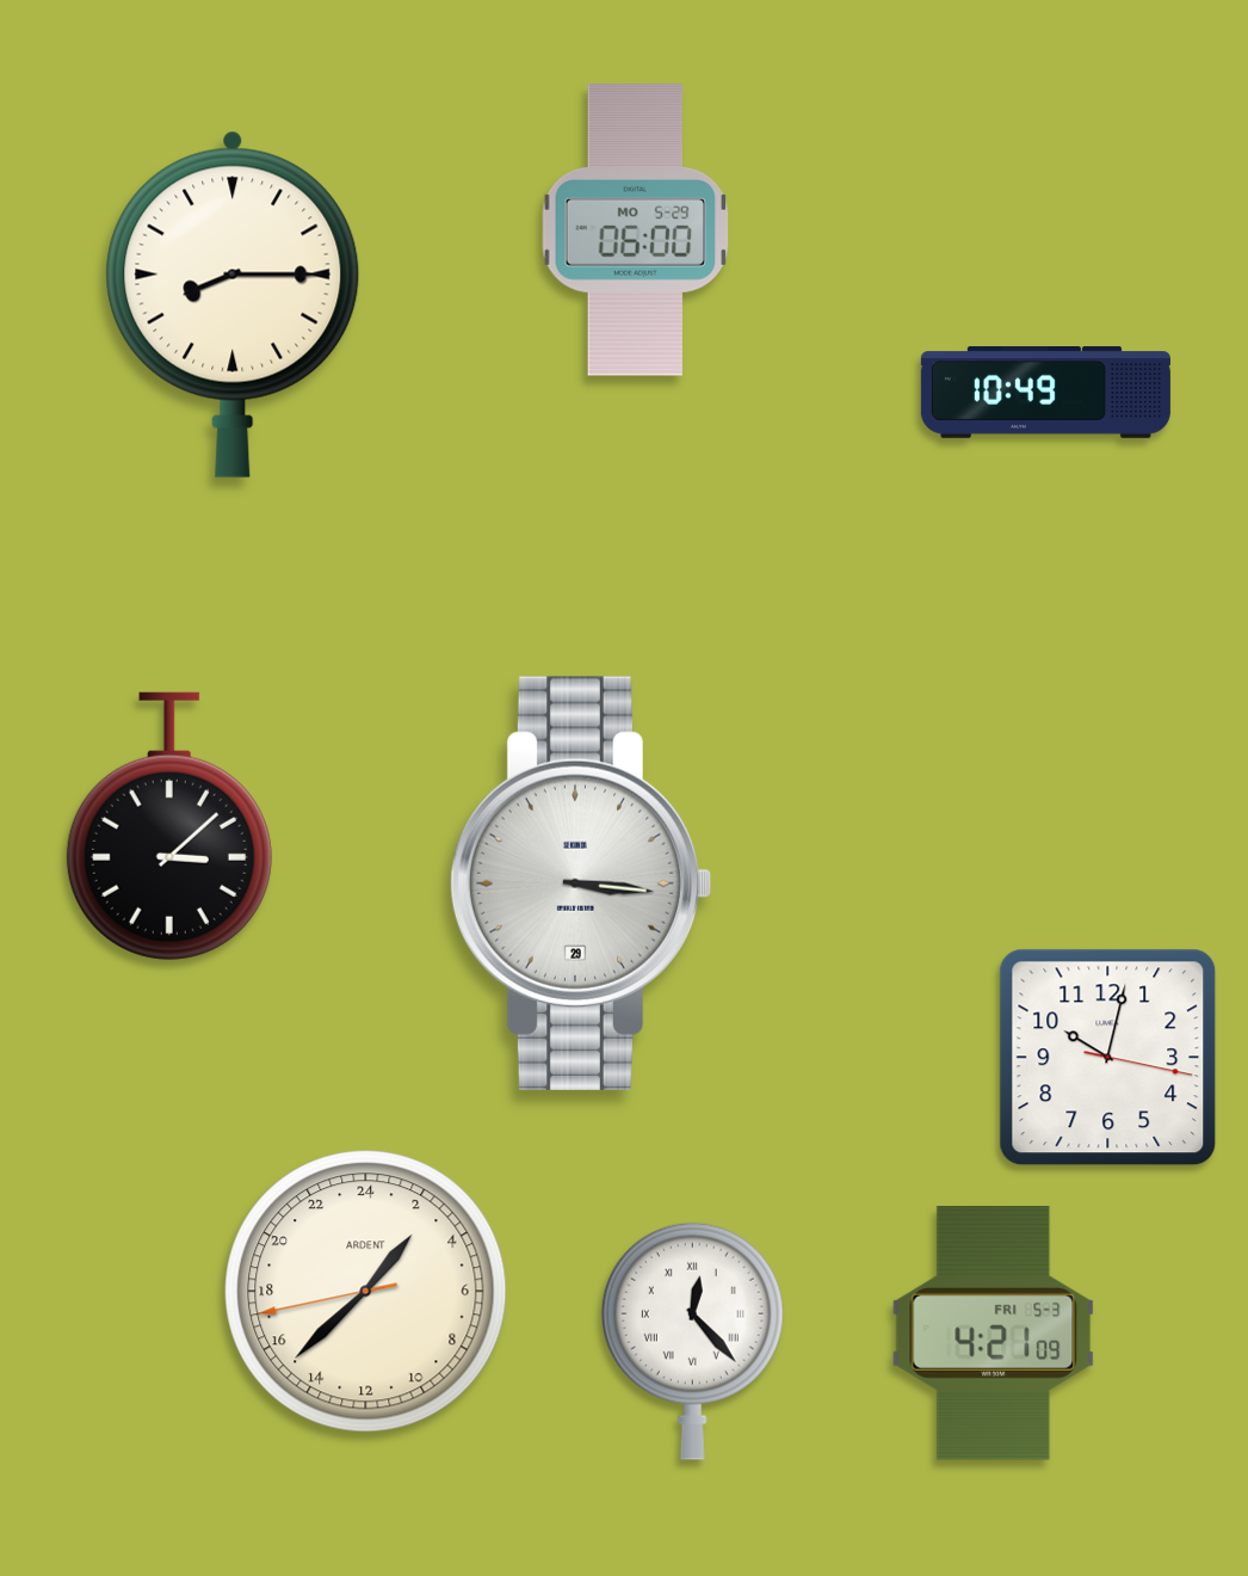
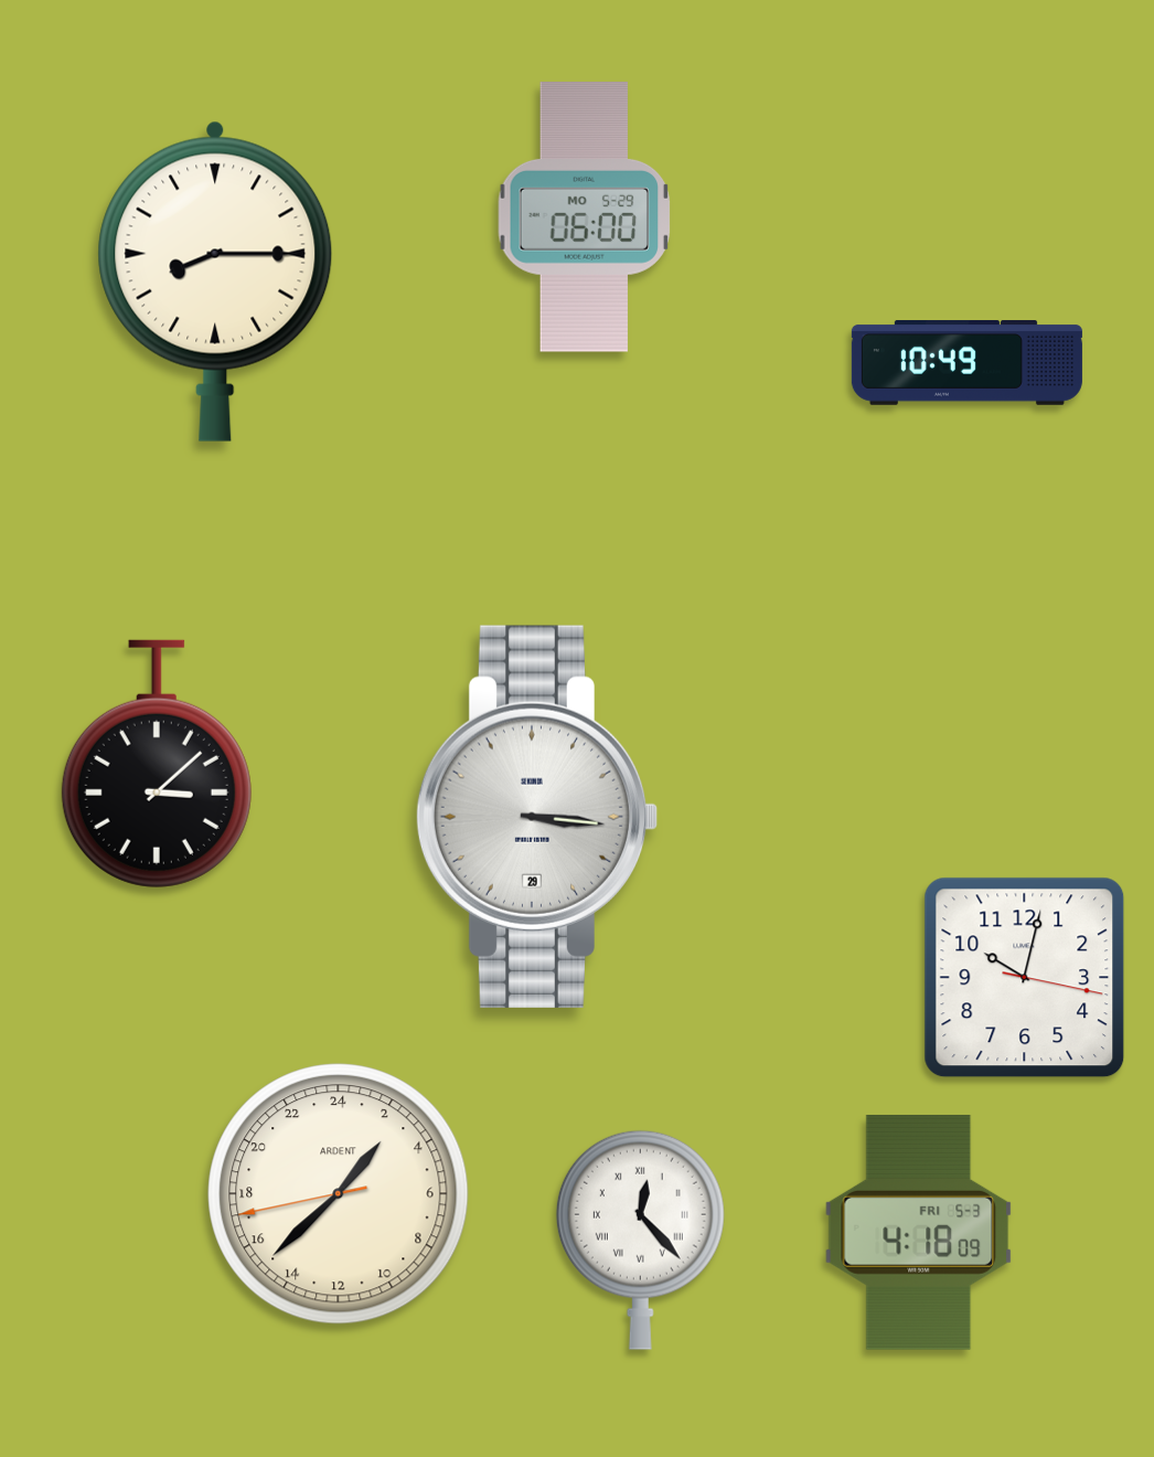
clock at (636, 230) position: (636, 230) -> (585, 217)
clock at (994, 1332): 4:21 -> 4:18
